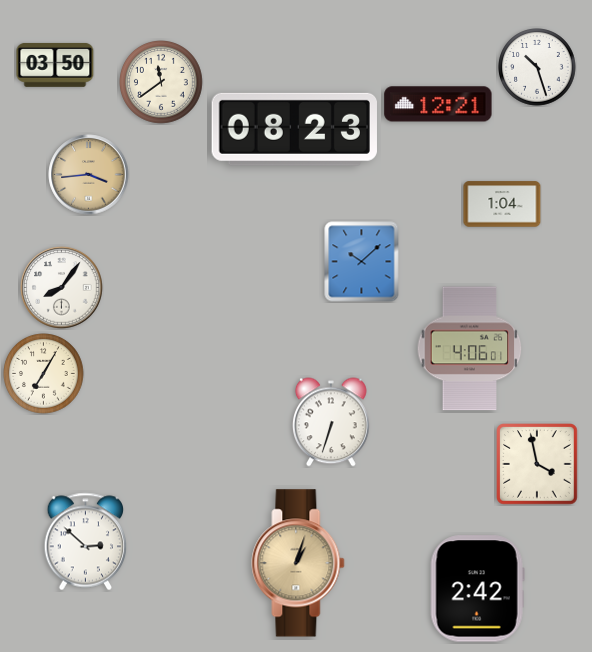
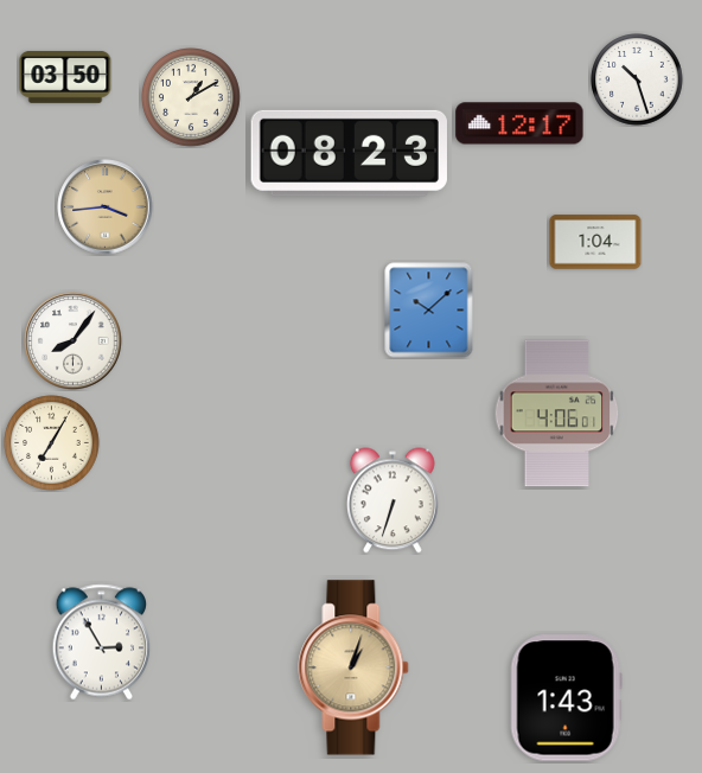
clock at (162, 83): 11:39 -> 1:10
clock at (438, 104): 12:21 -> 12:17
clock at (538, 465): 3:58 -> none
clock at (86, 542): 2:52 -> 2:55
clock at (477, 589): 2:42 -> 1:43
